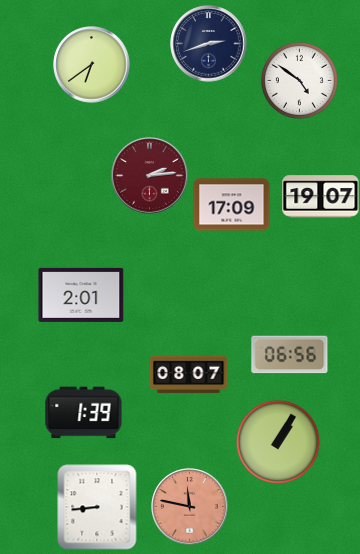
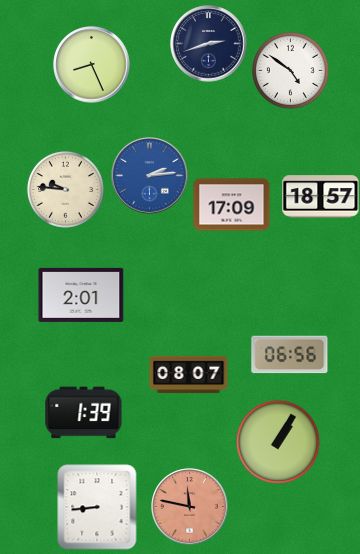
clock at (92, 65): 6:39 -> 8:26
clock at (299, 80) position: (299, 80) -> (290, 70)
clock at (150, 176) dial: burgundy -> blue
clock at (65, 189): none -> 9:46
clock at (321, 197): 19:07 -> 18:57
